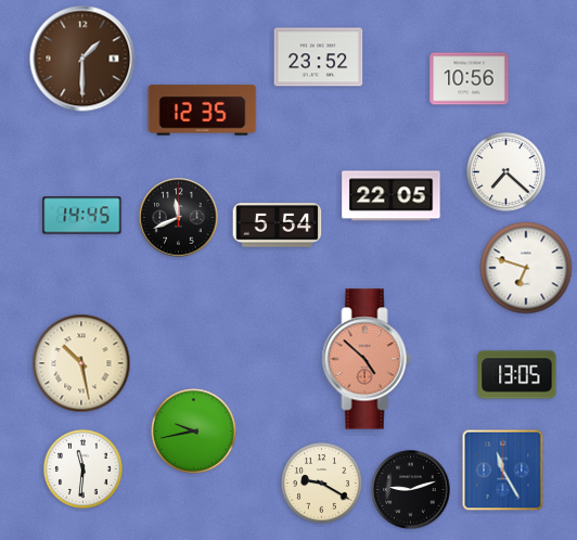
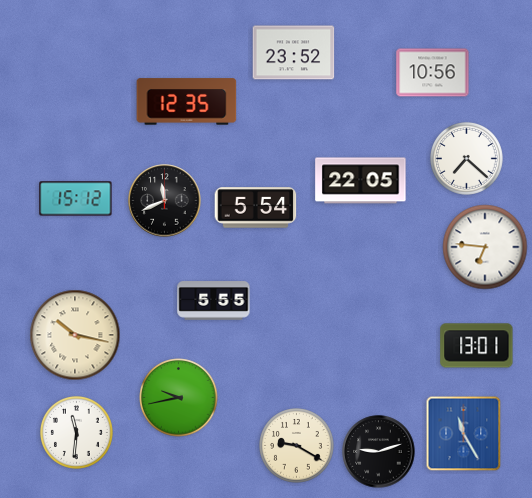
clock at (82, 59): 1:30 -> none
clock at (82, 216): 14:45 -> 15:12
clock at (526, 268): 6:48 -> 6:46
clock at (214, 301): none -> 5:55
clock at (367, 359): 4:52 -> none
clock at (81, 363): 10:28 -> 10:17
clock at (517, 375): 13:05 -> 13:01
